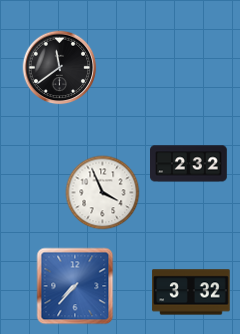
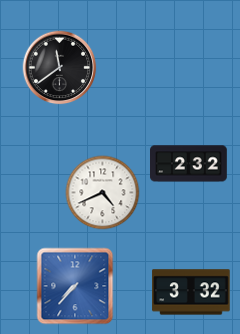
clock at (103, 193): 3:56 -> 4:41
